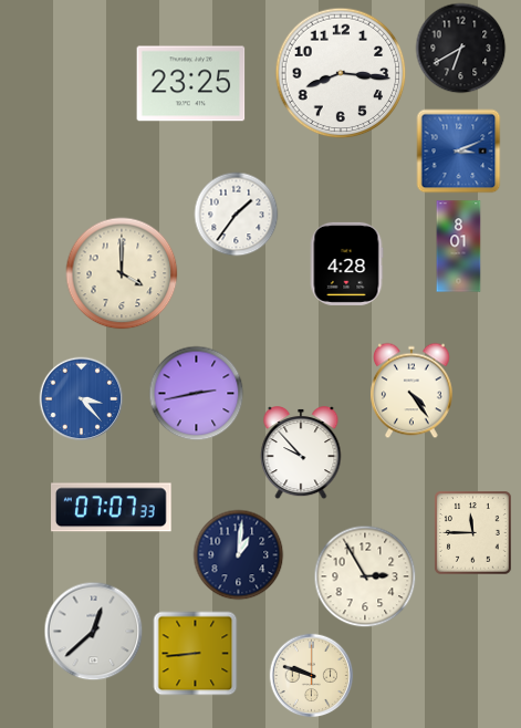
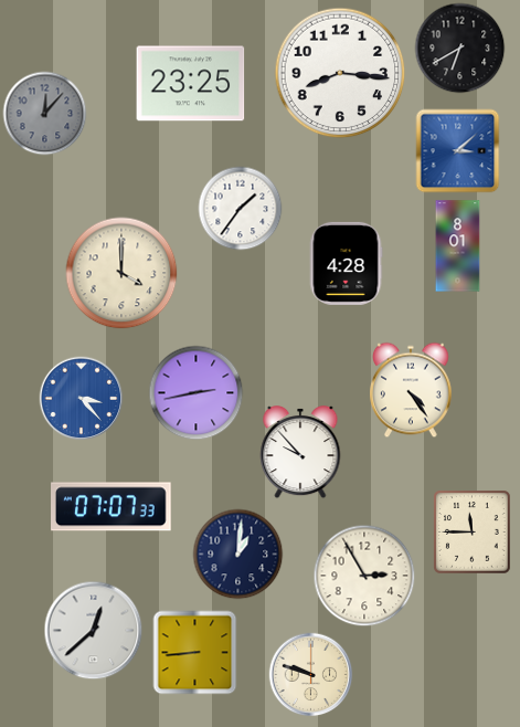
clock at (45, 114): none -> 12:07
clock at (459, 152): 3:11 -> 3:08
clock at (237, 215) position: (237, 215) -> (241, 209)
